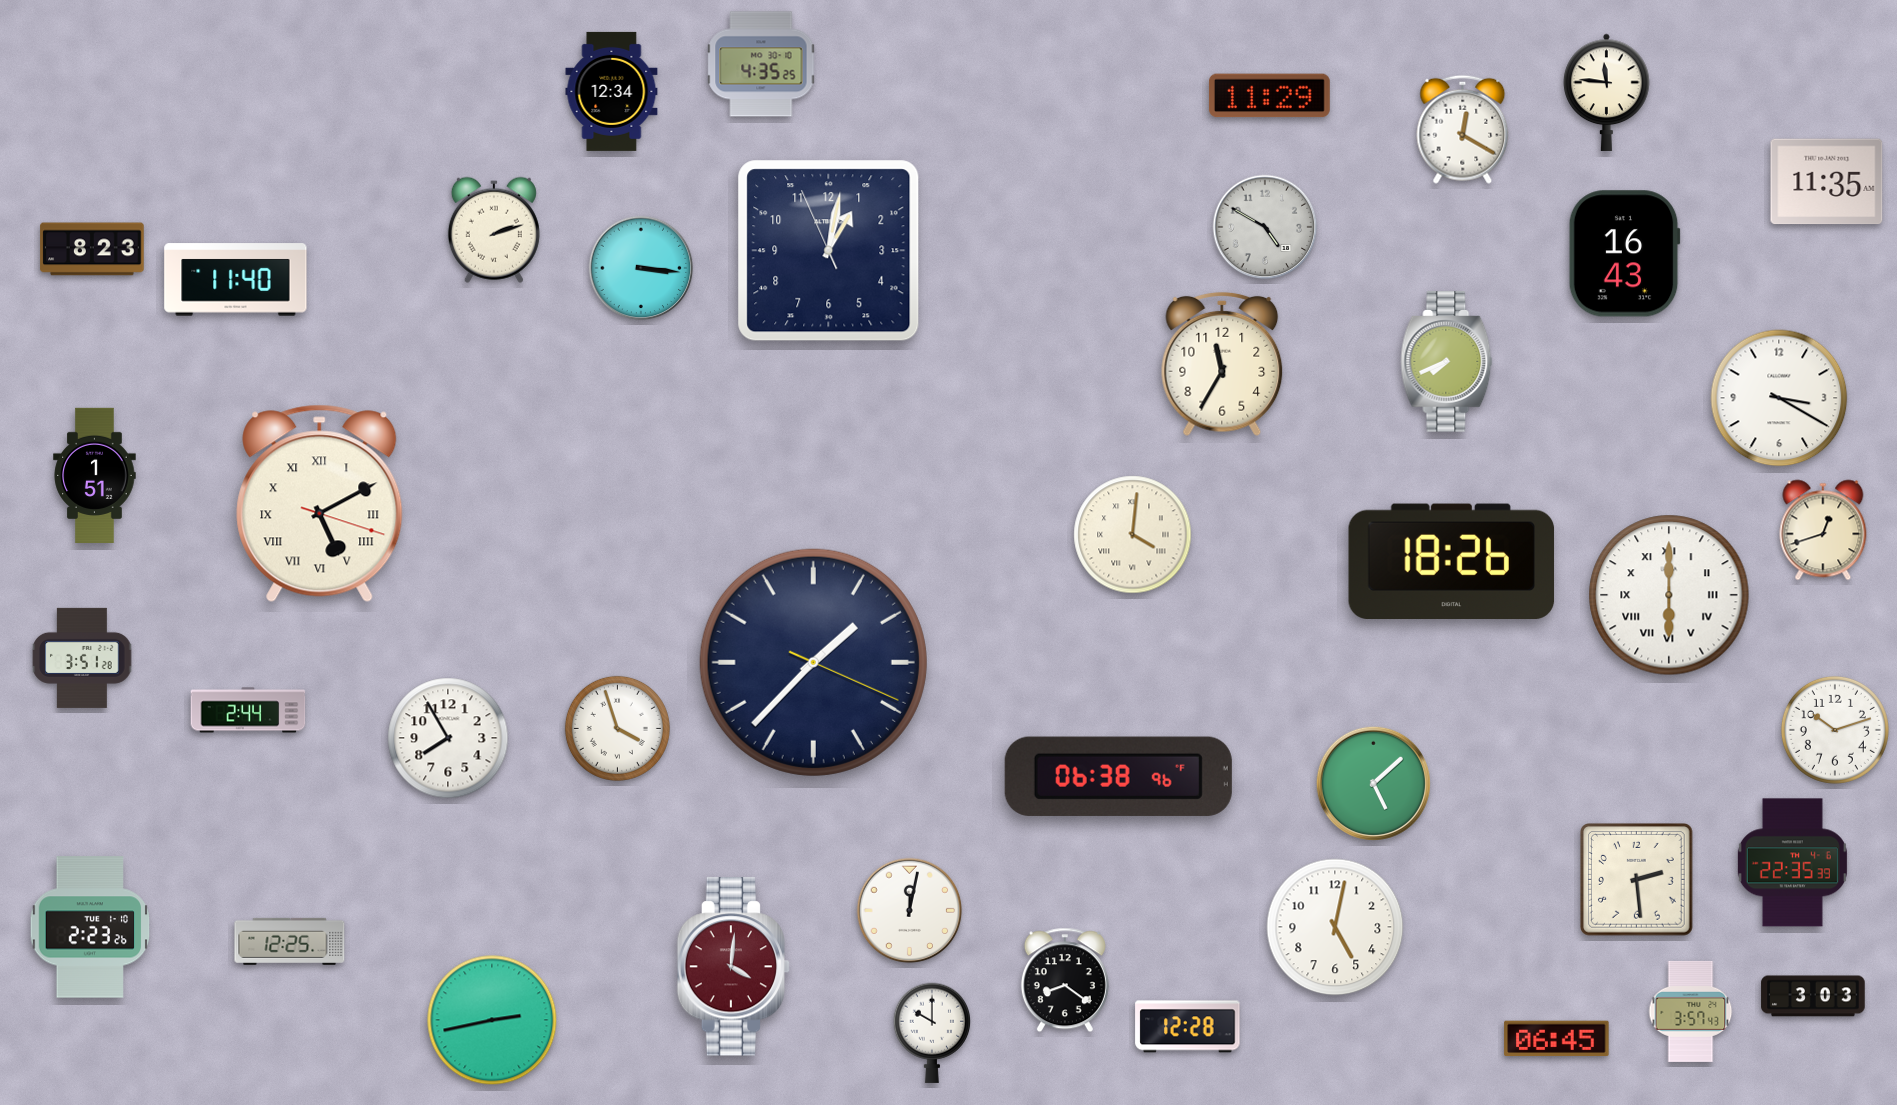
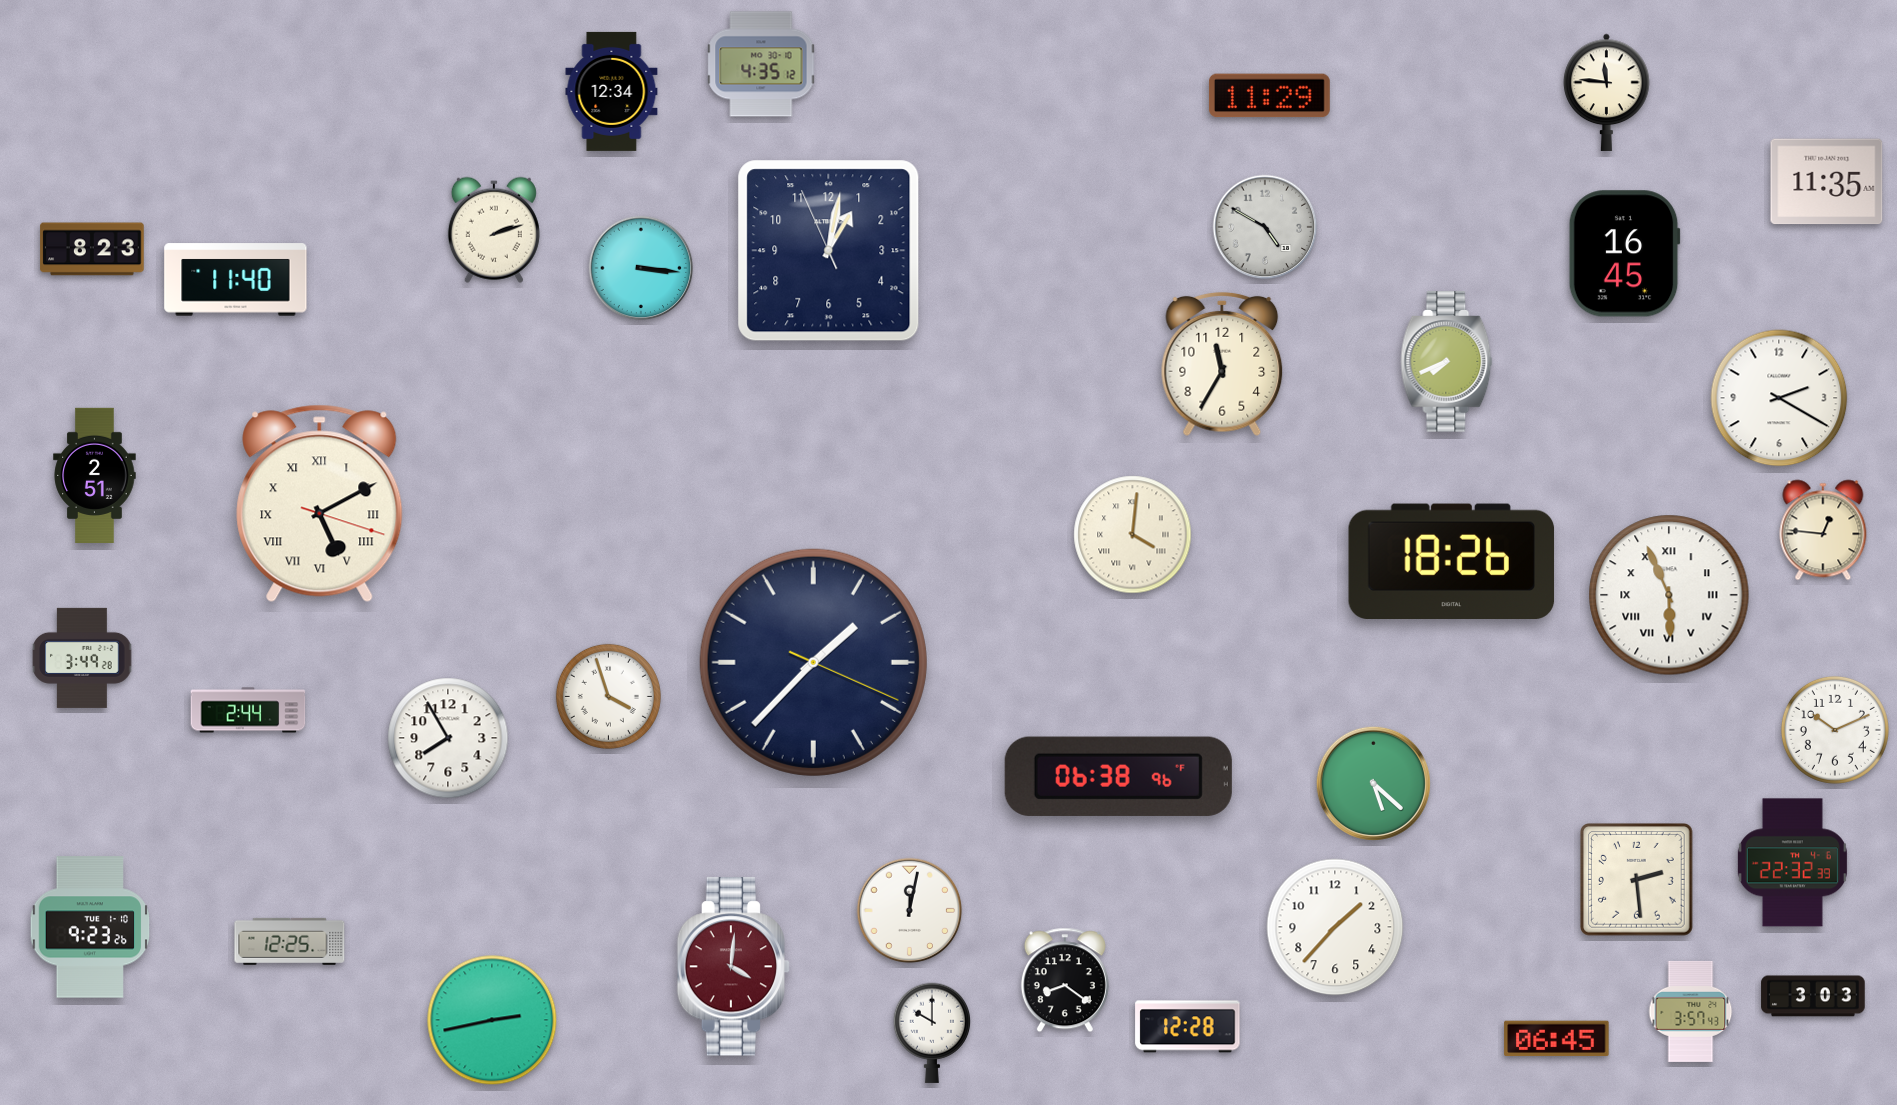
clock at (761, 64): 4:35:25 -> 4:35:12
clock at (1463, 129): 12:20 -> none
clock at (1624, 254): 16:43 -> 16:45
clock at (1779, 398): 3:20 -> 2:20
clock at (95, 475): 1:51 -> 2:51
clock at (1823, 530): 12:42 -> 12:46
clock at (1669, 595): 6:00 -> 5:56
clock at (82, 658): 3:51 -> 3:49
clock at (617, 728) position: (617, 728) -> (608, 696)
clock at (1835, 730): 10:12 -> 10:11
clock at (1373, 783): 5:08 -> 5:22
clock at (1792, 863): 22:35 -> 22:32
clock at (90, 927): 2:23 -> 9:23
clock at (1335, 927): 5:02 -> 1:37
